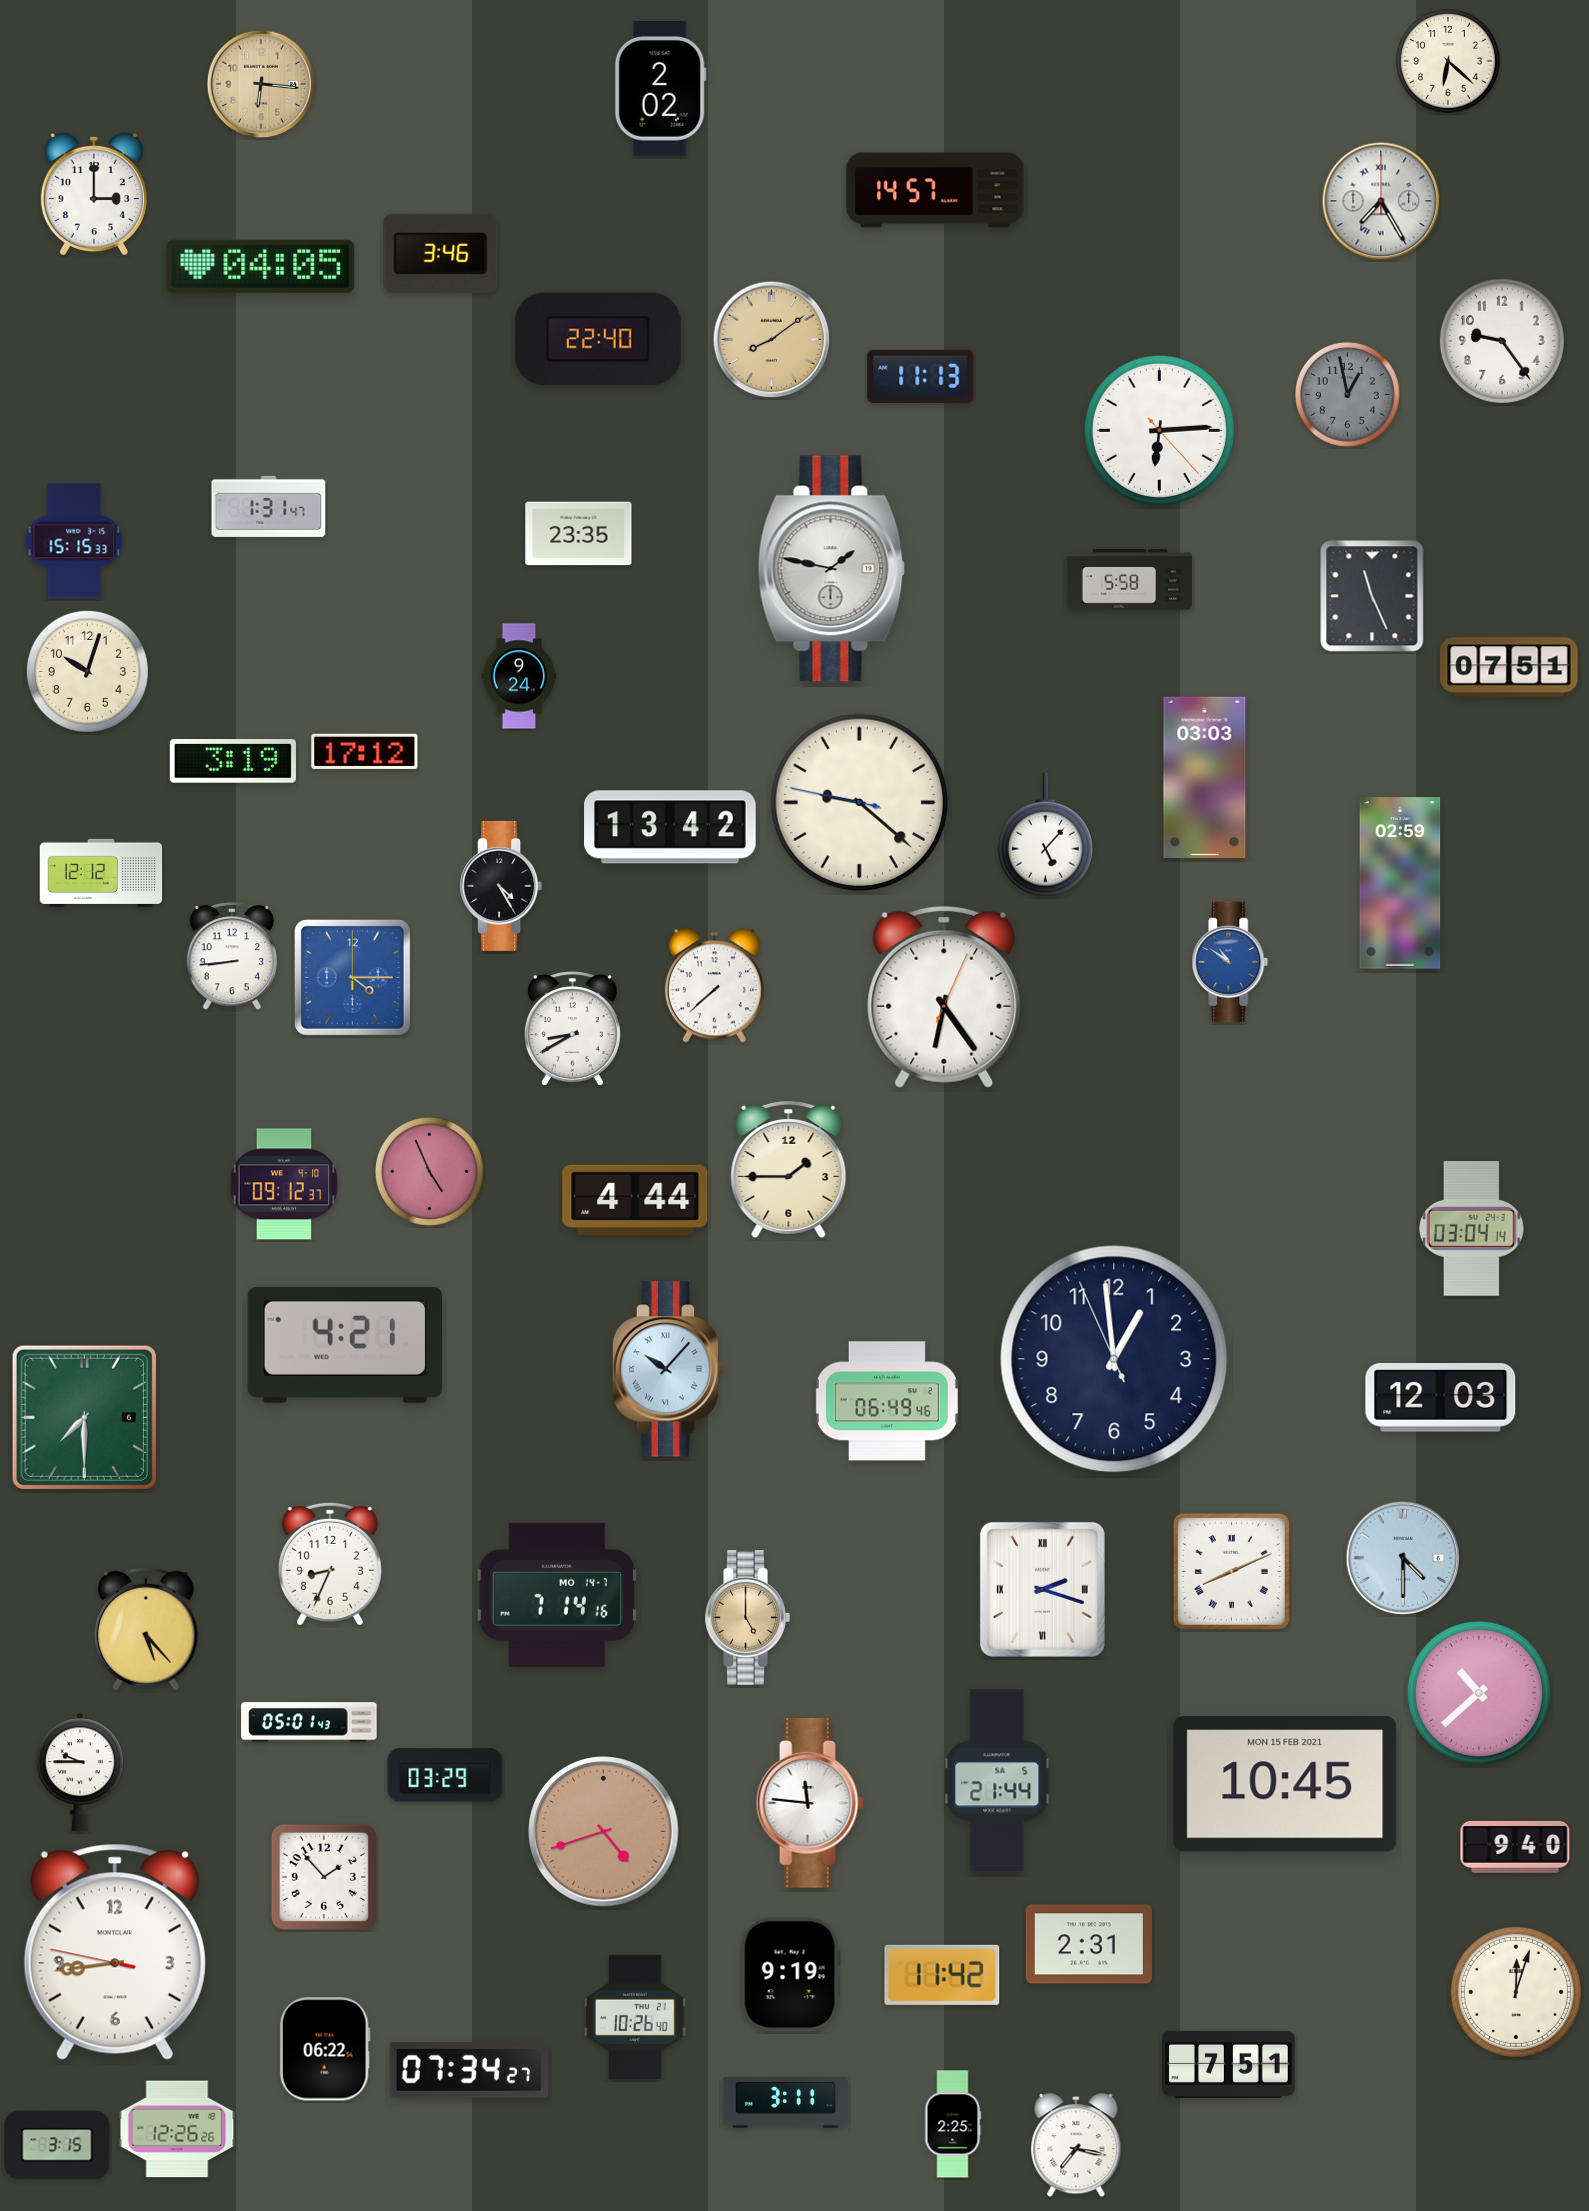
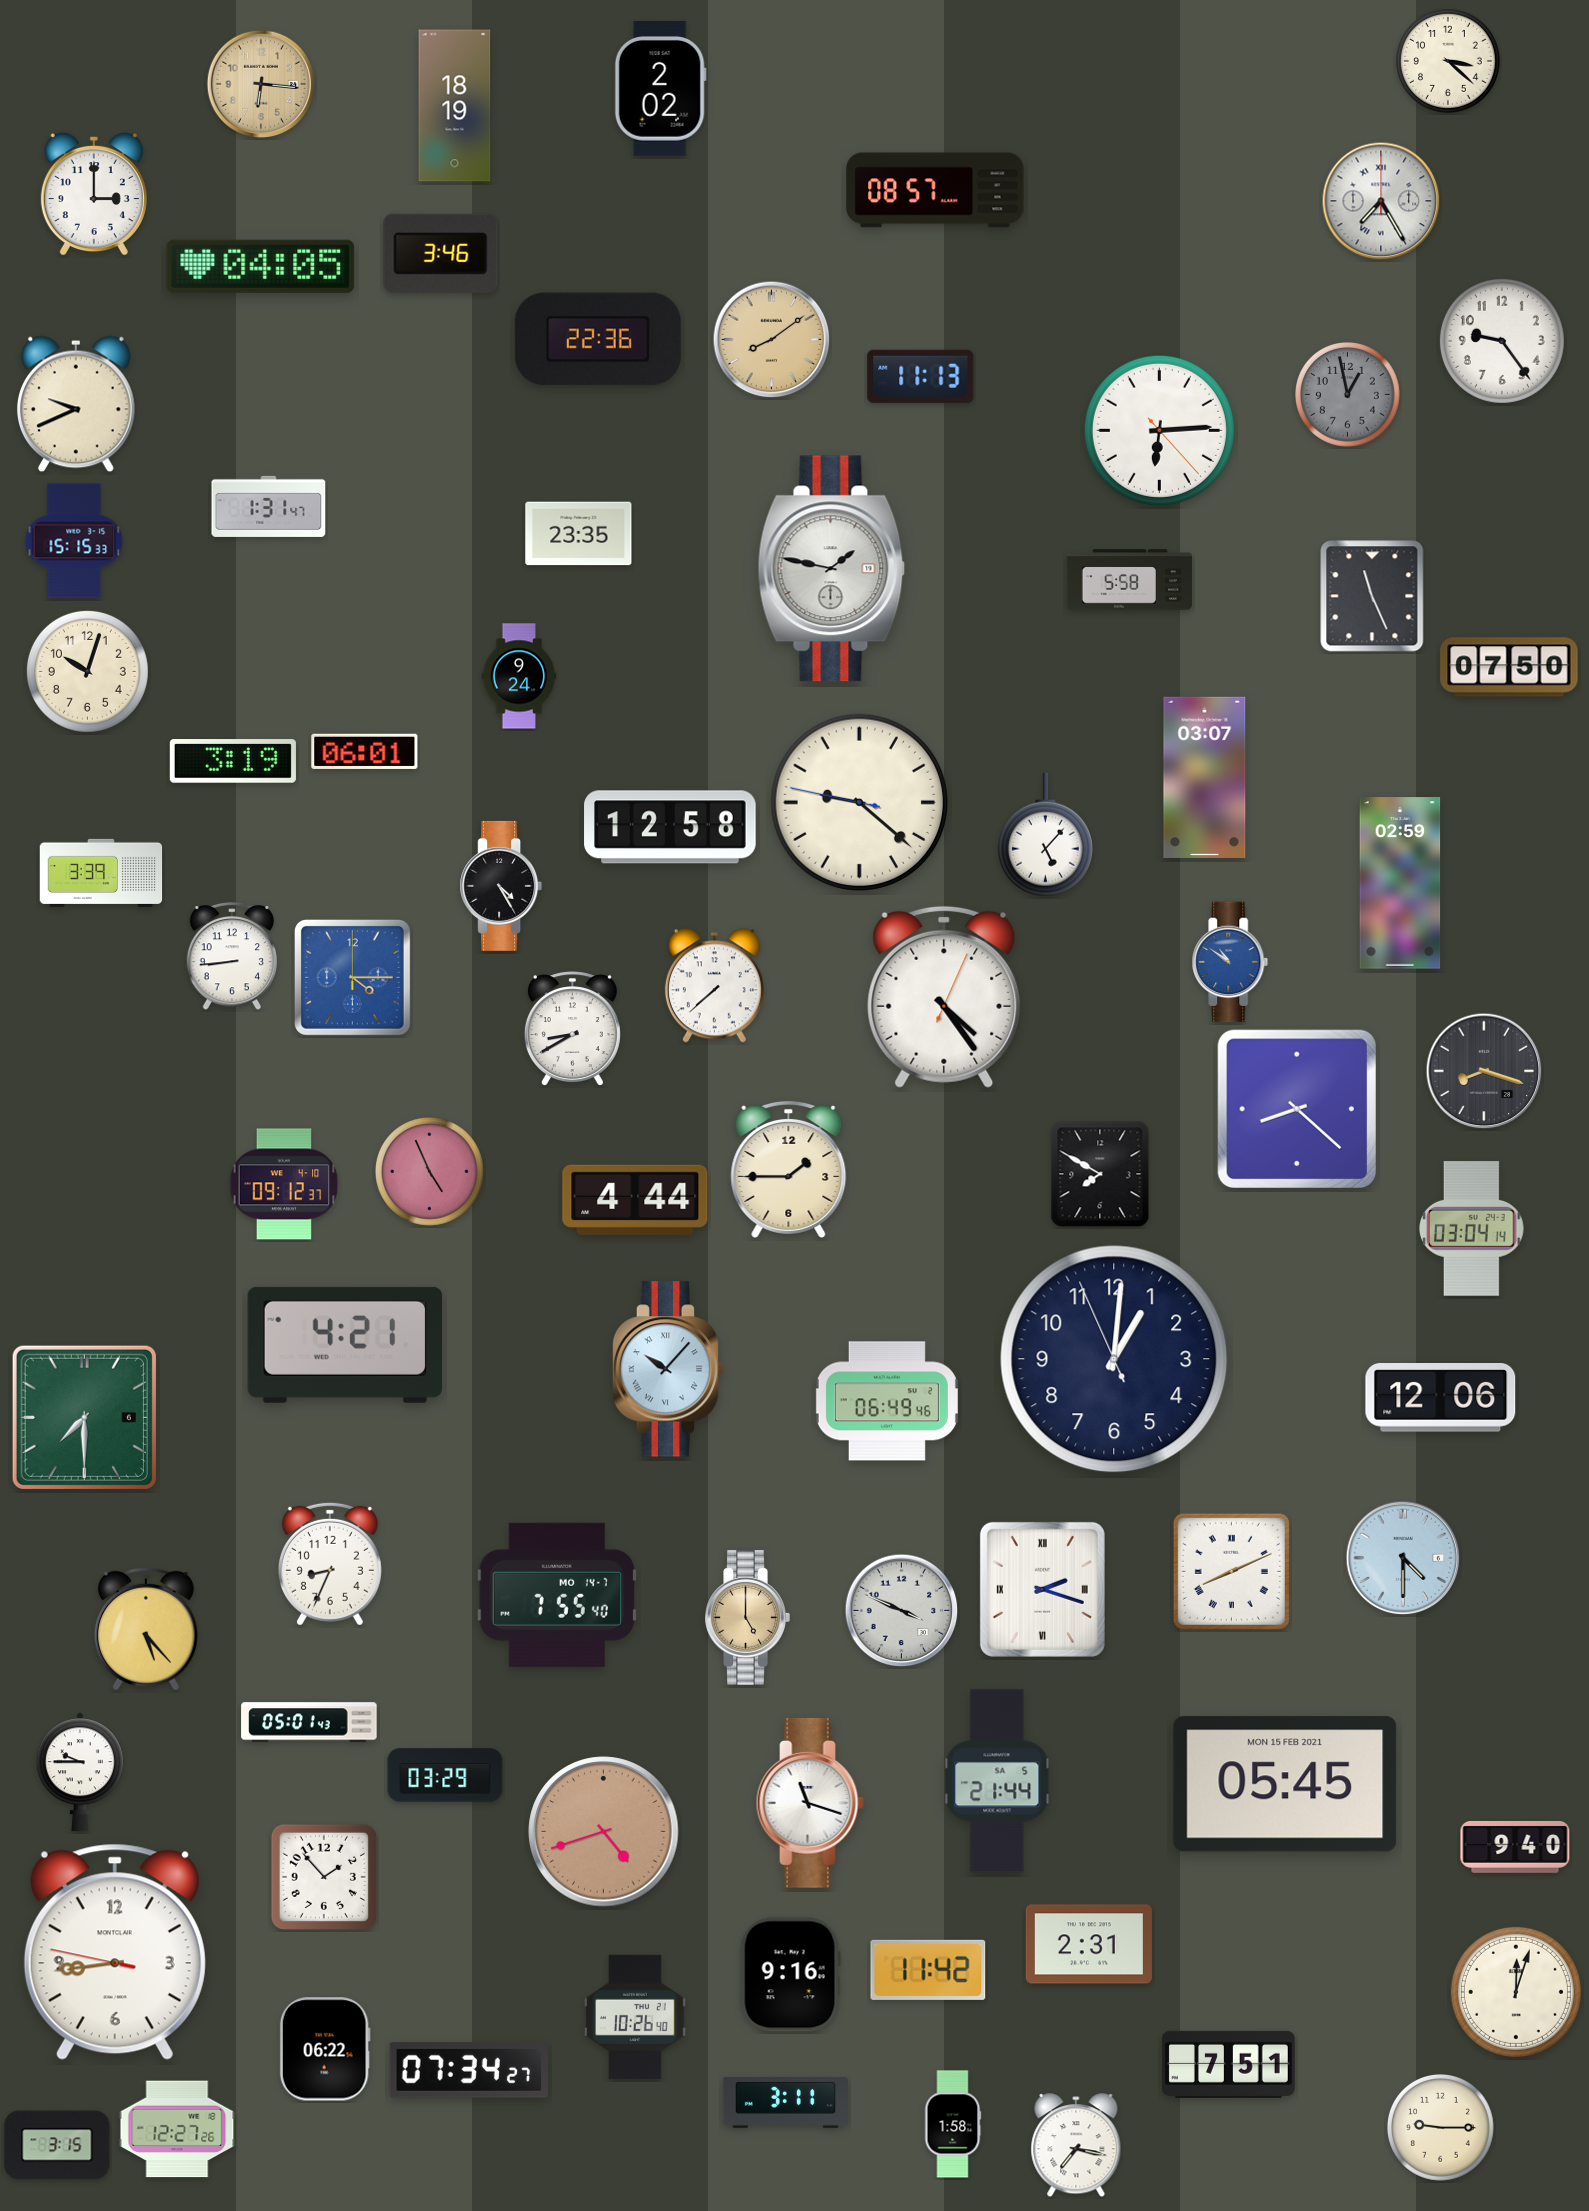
clock at (1449, 62): 6:22 -> 3:22
clock at (455, 106): none -> 18:19
clock at (935, 190): 14:57 -> 08:57
clock at (598, 339): 22:40 -> 22:36
clock at (76, 404): none -> 9:41
clock at (1509, 667): 07:51 -> 07:50
clock at (365, 751): 17:12 -> 06:01
clock at (1205, 777): 03:03 -> 03:07
clock at (670, 827): 13:42 -> 12:58
clock at (101, 873): 12:12 -> 3:39
clock at (944, 997): 6:24 -> 4:24
clock at (1484, 1071): none -> 8:18
clock at (1297, 1109): none -> 8:22
clock at (1100, 1174): none -> 7:50
clock at (1114, 1359): 12:58 -> 1:00
clock at (1441, 1398): 12:03 -> 12:06
clock at (557, 1595): 7:14 -> 7:55
clock at (902, 1611): none -> 3:49
clock at (1479, 1693): 10:38 -> none
clock at (1285, 1784): 10:45 -> 05:45
clock at (810, 1803): 11:46 -> 11:18
clock at (790, 1975): 9:19 -> 9:16
clock at (942, 1975) position: (942, 1975) -> (928, 1970)
clock at (953, 2124): 2:25 -> 1:58
clock at (1440, 2127): none -> 9:15
clock at (177, 2129): 12:26 -> 12:27
